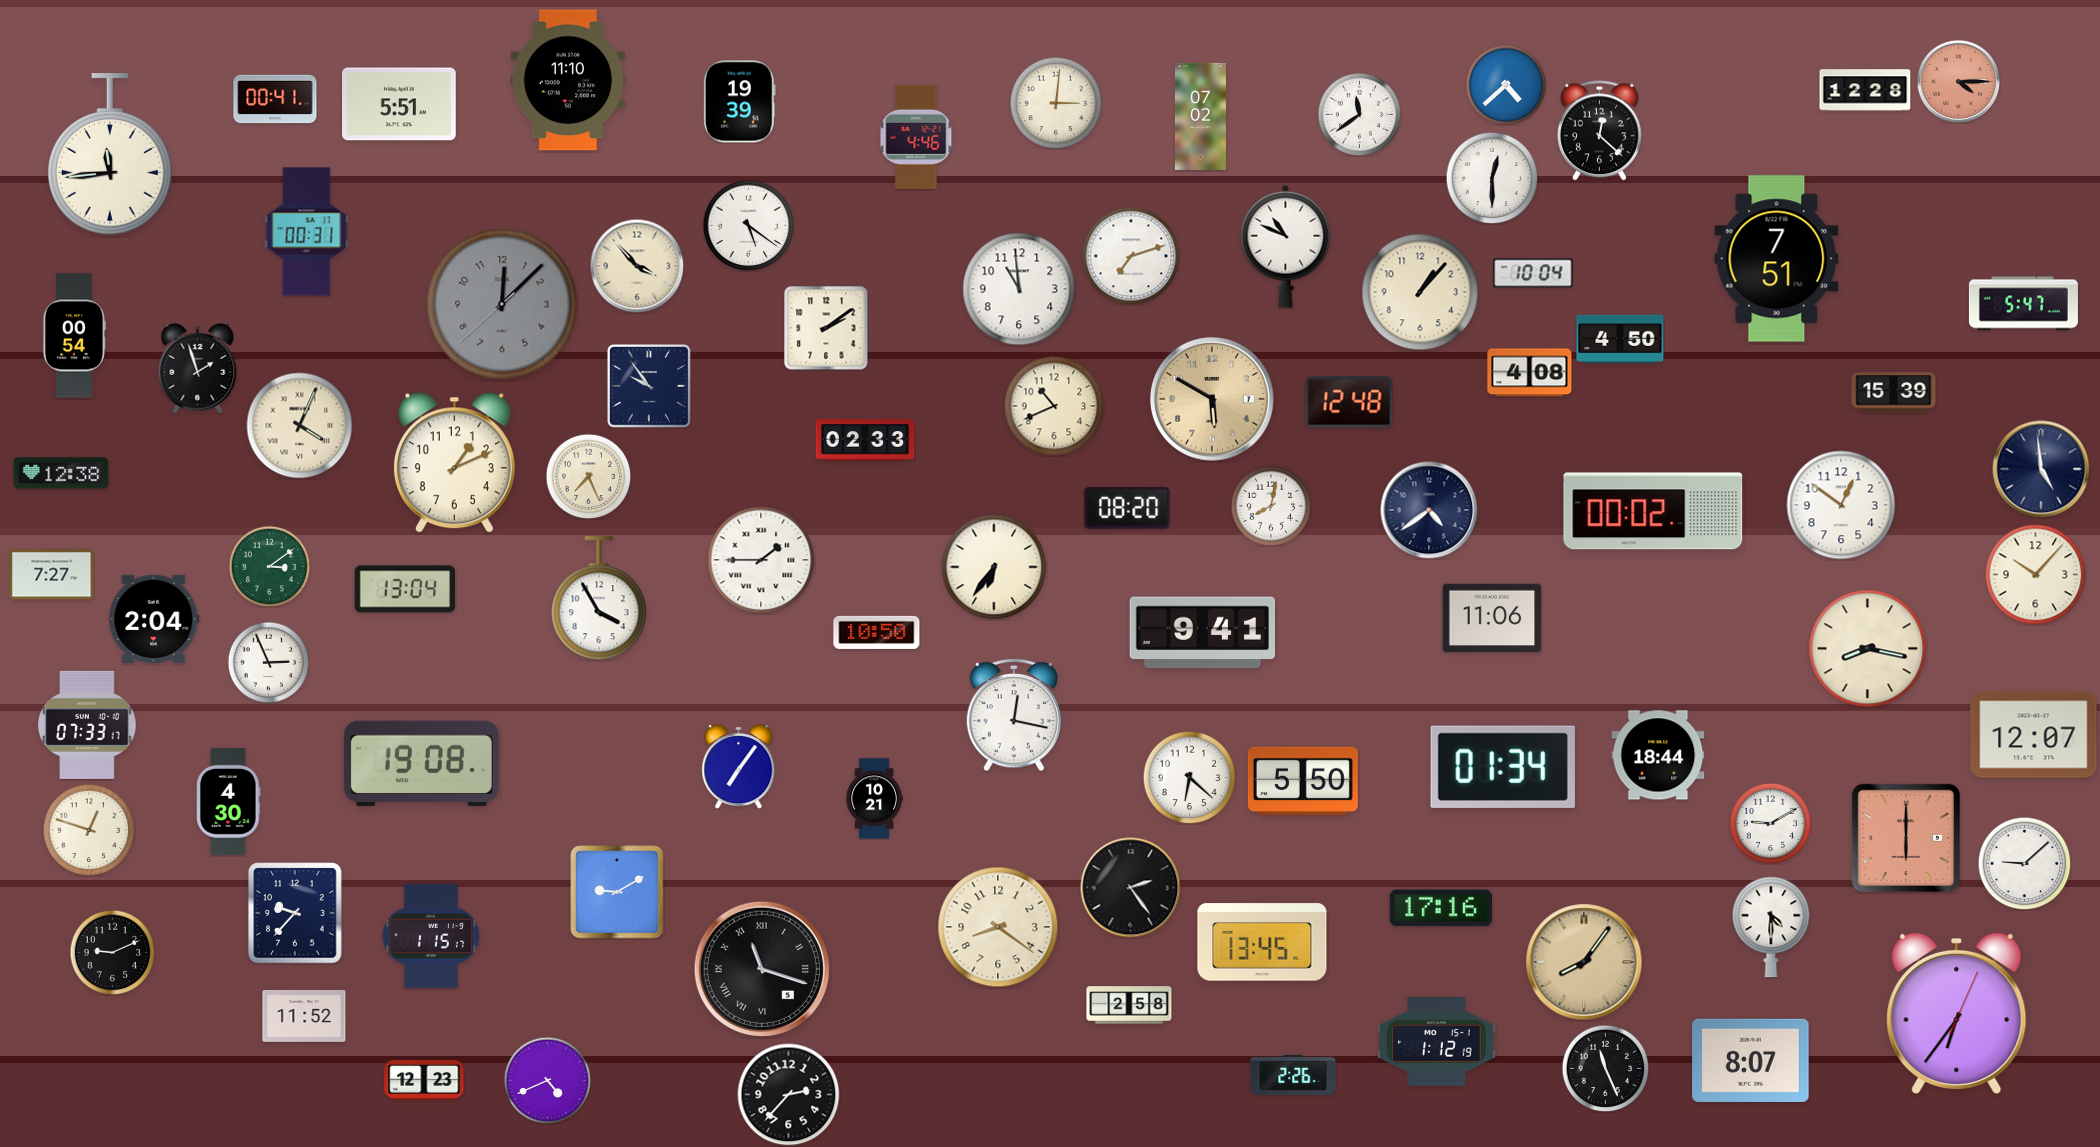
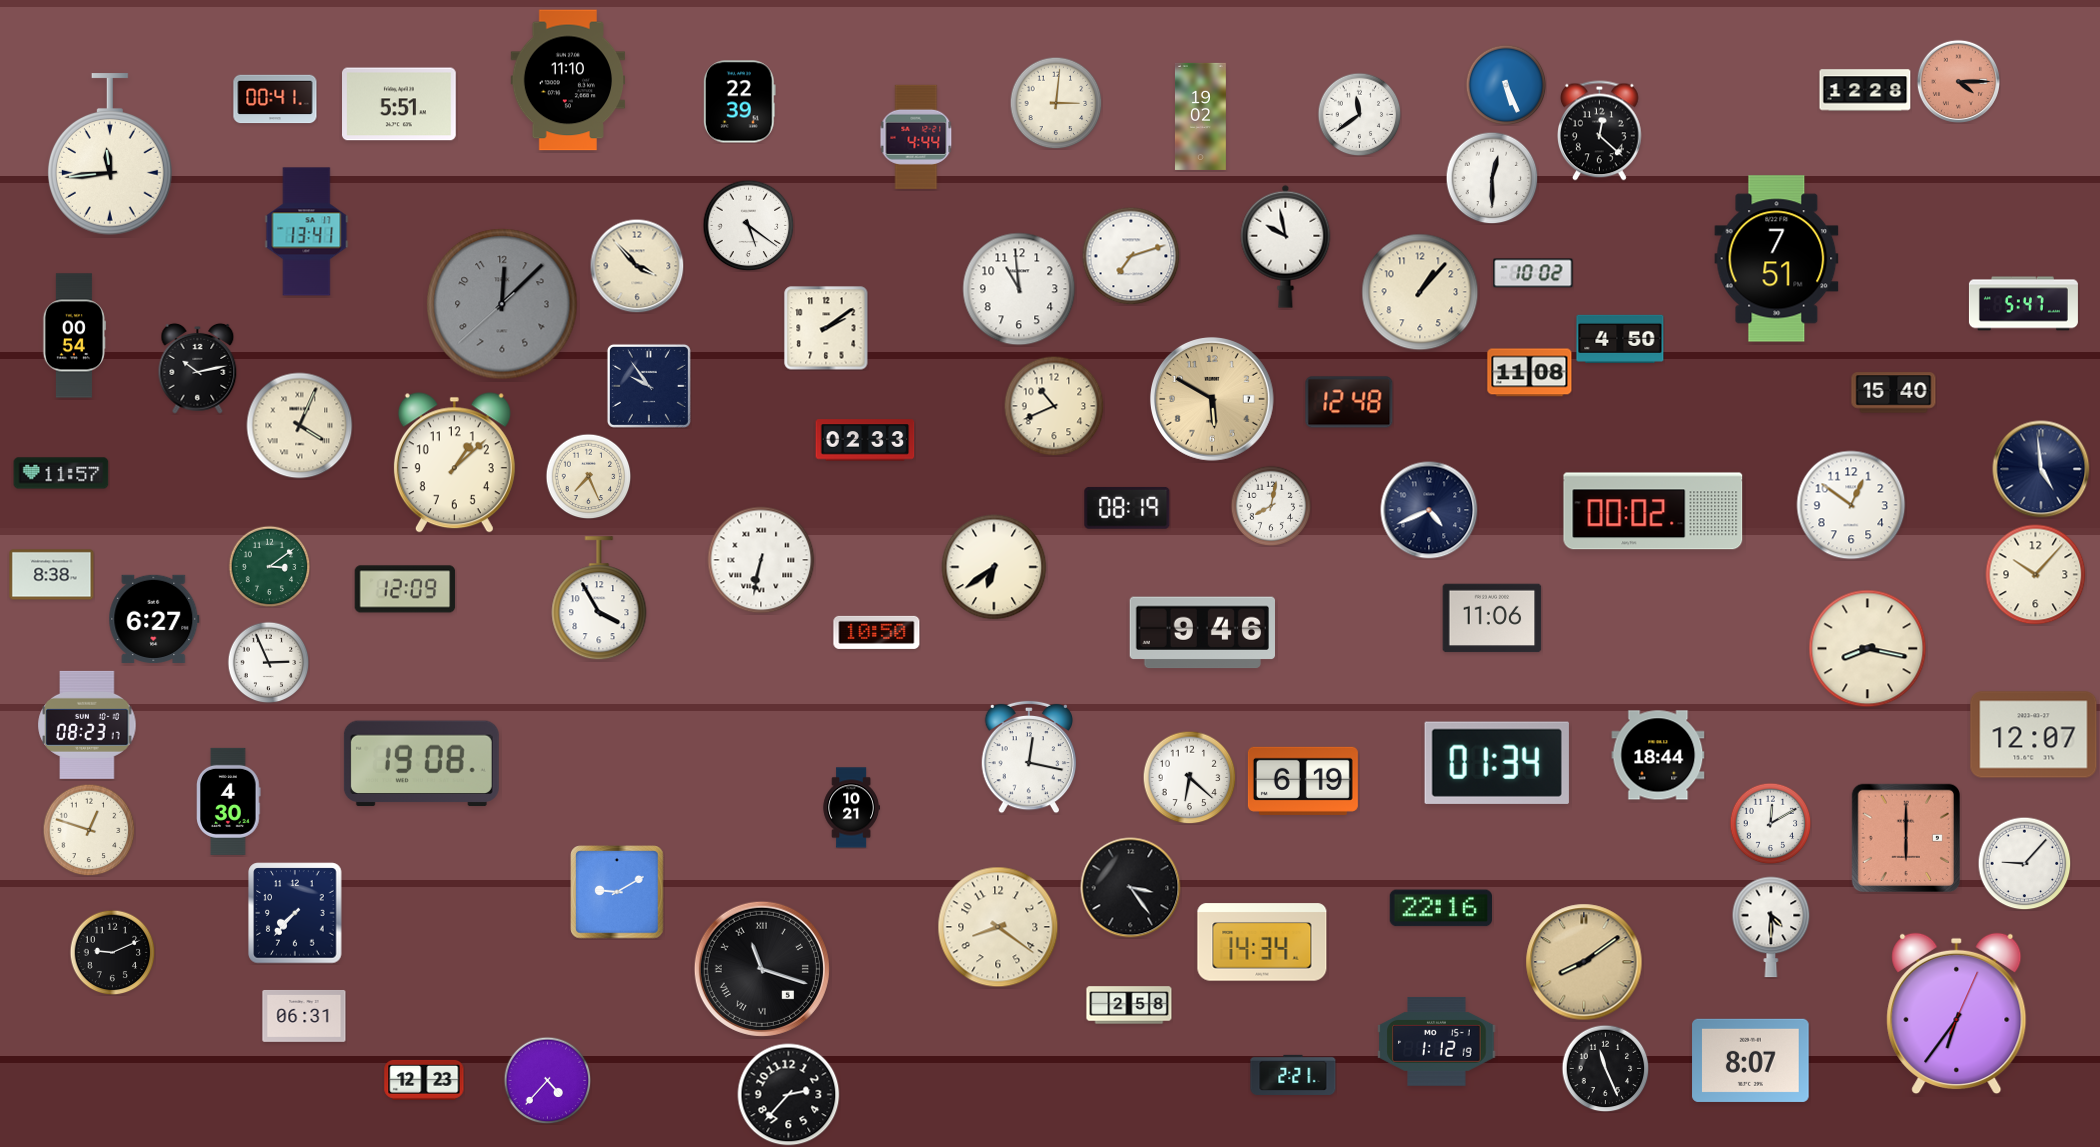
clock at (1506, 85): 4:38 -> 5:26
clock at (739, 102): 19:39 -> 22:39
clock at (1200, 116): 07:02 -> 19:02
clock at (916, 137): 4:46 -> 4:44
clock at (307, 232): 00:31 -> 13:41
clock at (1286, 246): 10:49 -> 9:58
clock at (1533, 273): 10:04 -> 10:02
clock at (198, 368): 1:57 -> 10:13
clock at (1530, 373): 4:08 -> 11:08
clock at (1894, 393): 15:39 -> 15:40
clock at (454, 463): 1:11 -> 1:08
clock at (61, 473): 12:38 -> 11:57
clock at (1841, 505) position: (1841, 505) -> (1851, 505)
clock at (1127, 508): 08:20 -> 08:19
clock at (1429, 510): 4:39 -> 4:41
clock at (761, 560): 1:45 -> 6:32
clock at (994, 567): 6:36 -> 6:39
clock at (52, 575): 7:27 -> 8:38
clock at (405, 589): 13:04 -> 12:09
clock at (154, 619): 2:04 -> 6:27
clock at (1202, 633): 9:41 -> 9:46
clock at (1013, 715) position: (1013, 715) -> (1028, 757)
clock at (87, 725): 07:33 -> 08:23
clock at (739, 767): 7:06 -> none
clock at (1503, 767) position: (1503, 767) -> (1497, 763)
clock at (1303, 781): 5:50 -> 6:19
clock at (874, 799) position: (874, 799) -> (851, 808)
clock at (1770, 823): 9:10 -> 12:10
clock at (2024, 863): 9:08 -> 9:07
clock at (1131, 888): 2:24 -> 3:24
clock at (1440, 908): 17:16 -> 22:16
clock at (295, 913): 9:37 -> 7:37
clock at (430, 936): 1:15 -> none
clock at (1262, 942): 13:45 -> 14:34
clock at (1584, 962): 8:06 -> 8:09
clock at (304, 1016): 11:52 -> 06:31
clock at (1293, 1075): 2:26 -> 2:21
clock at (547, 1080): 4:41 -> 4:37
